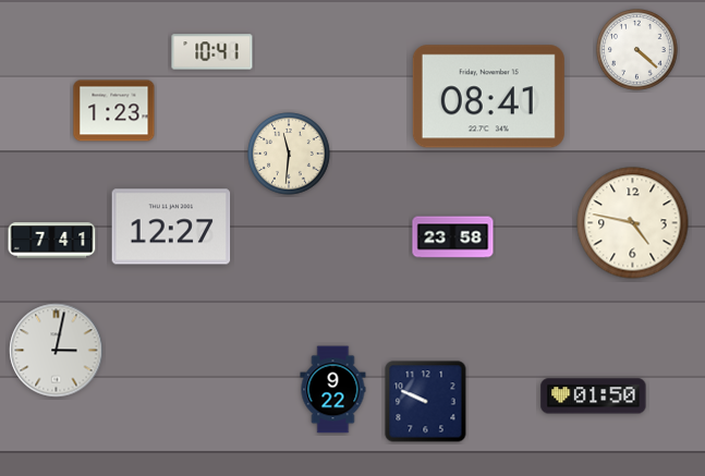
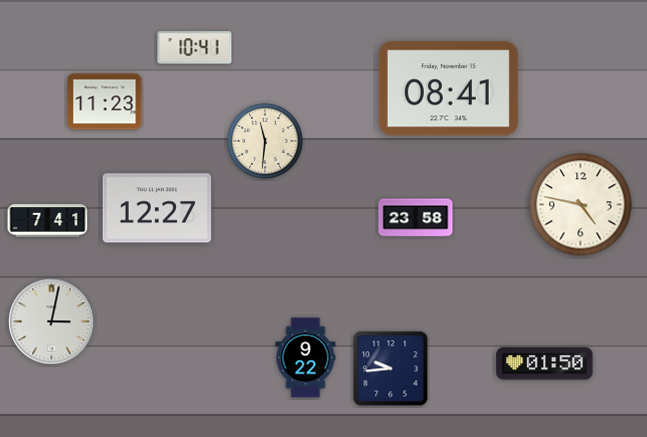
clock at (637, 50): 4:22 -> none
clock at (114, 111): 1:23 -> 11:23
clock at (426, 402): 9:49 -> 9:44
